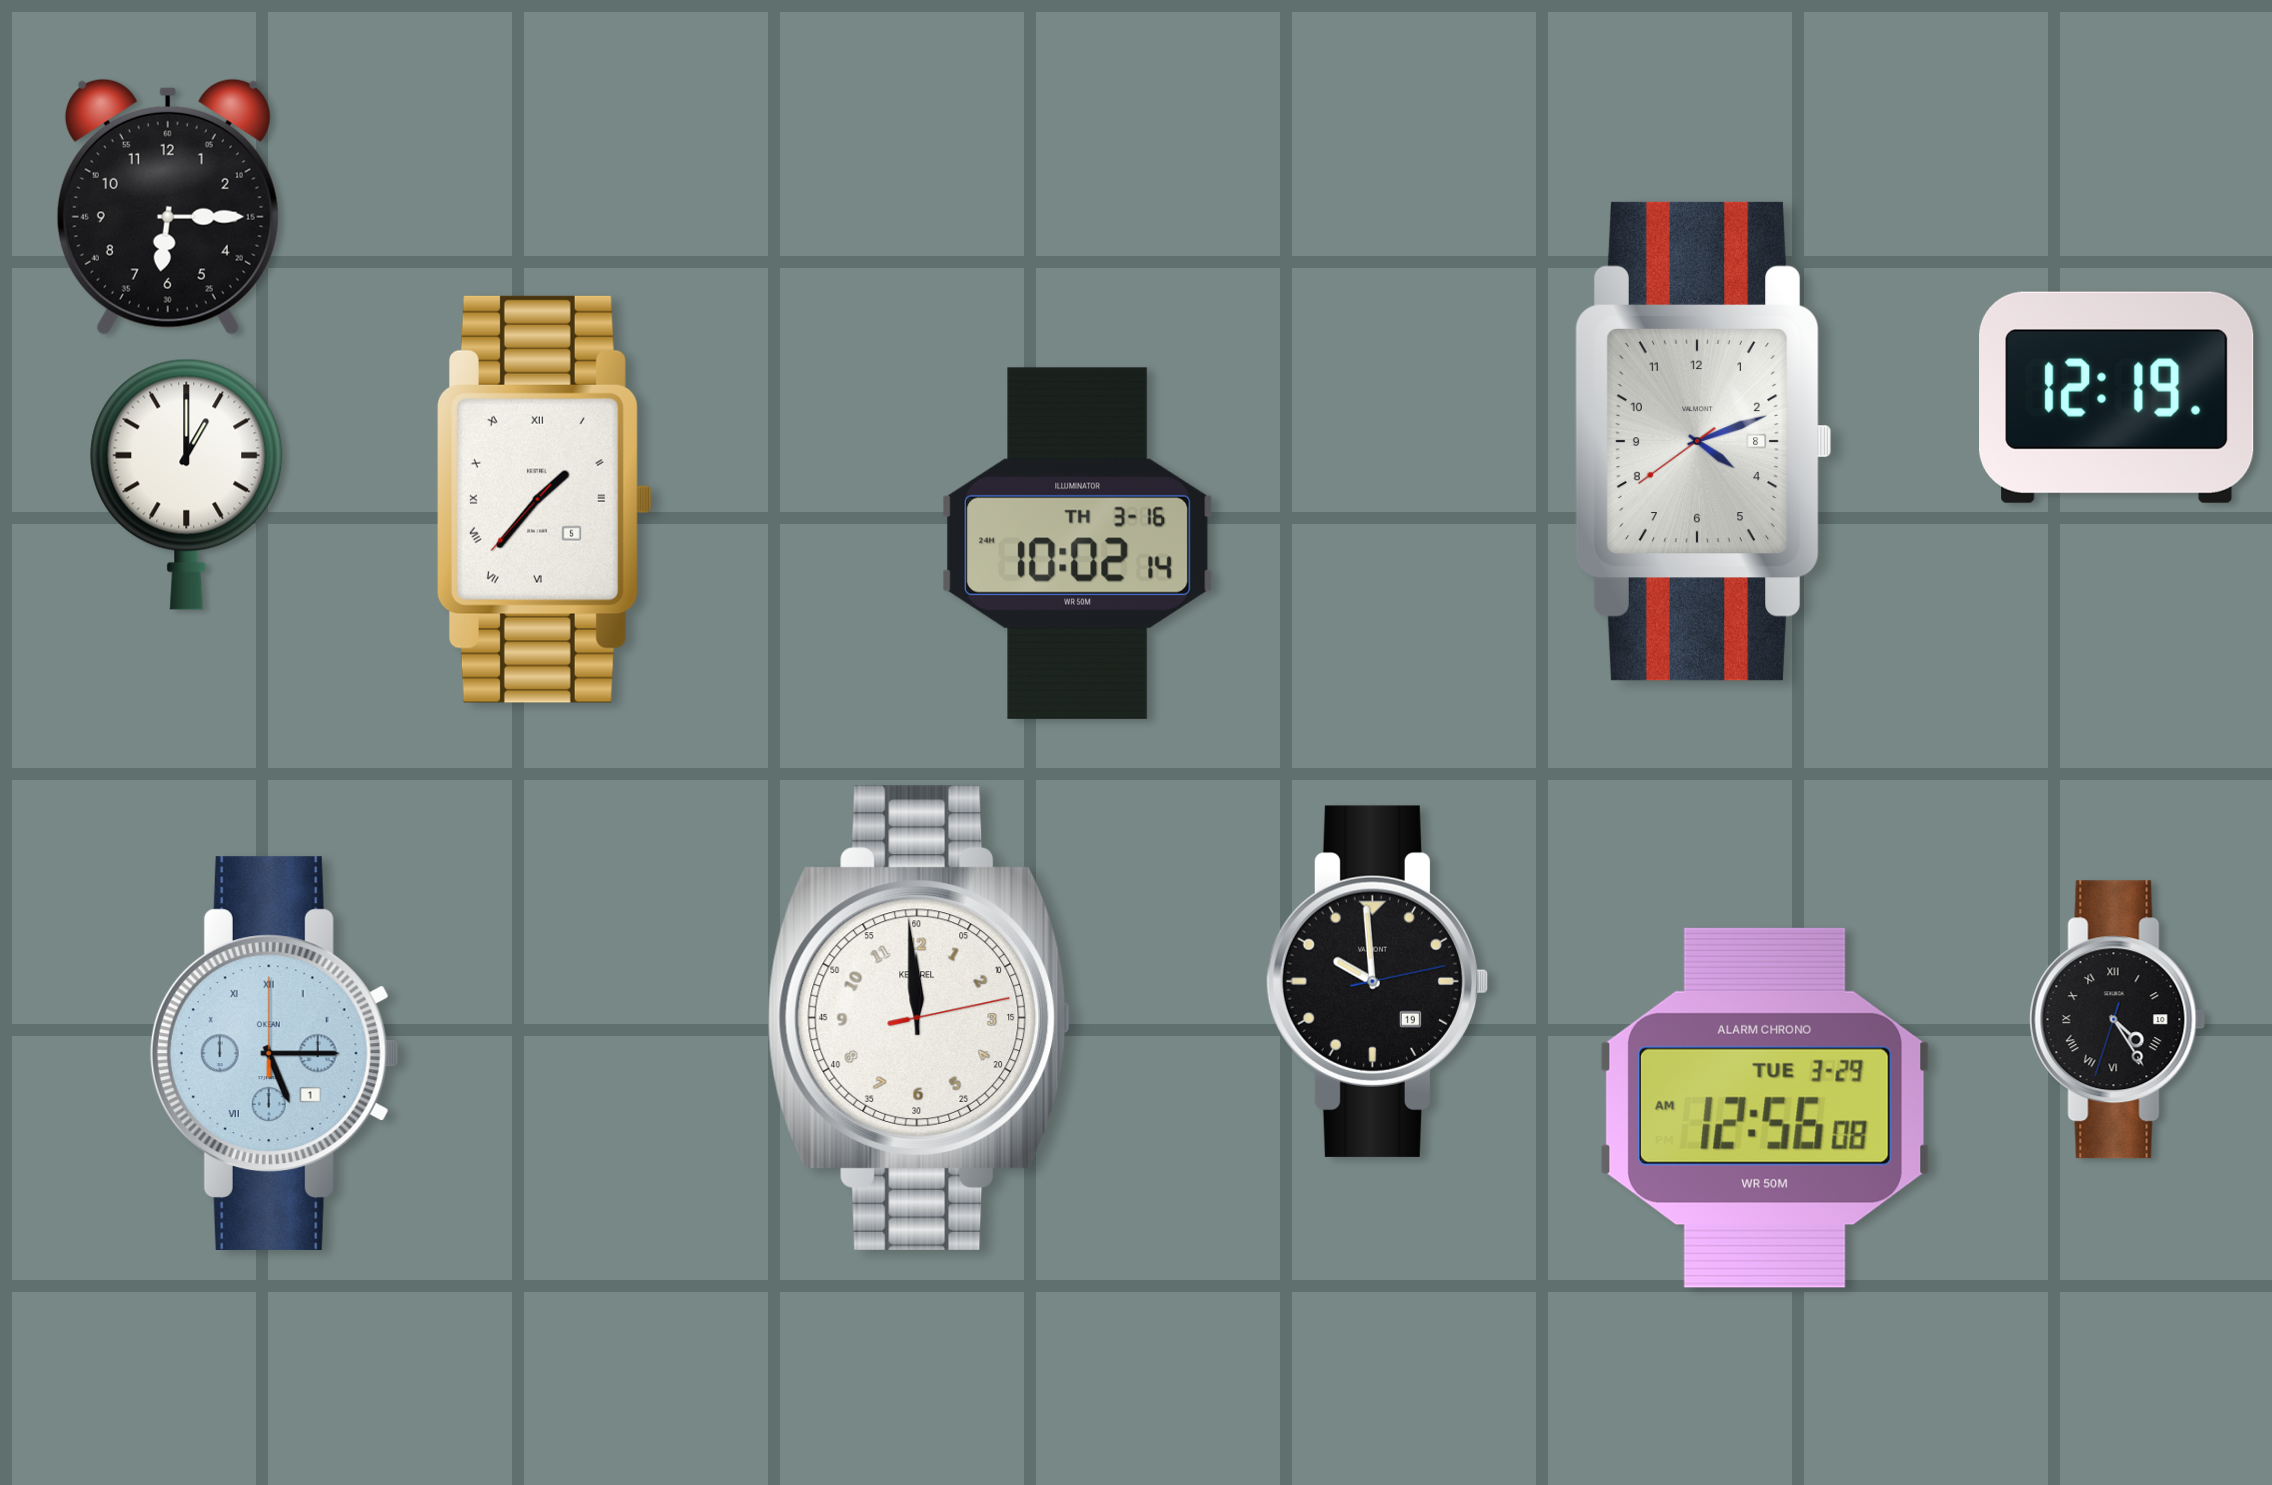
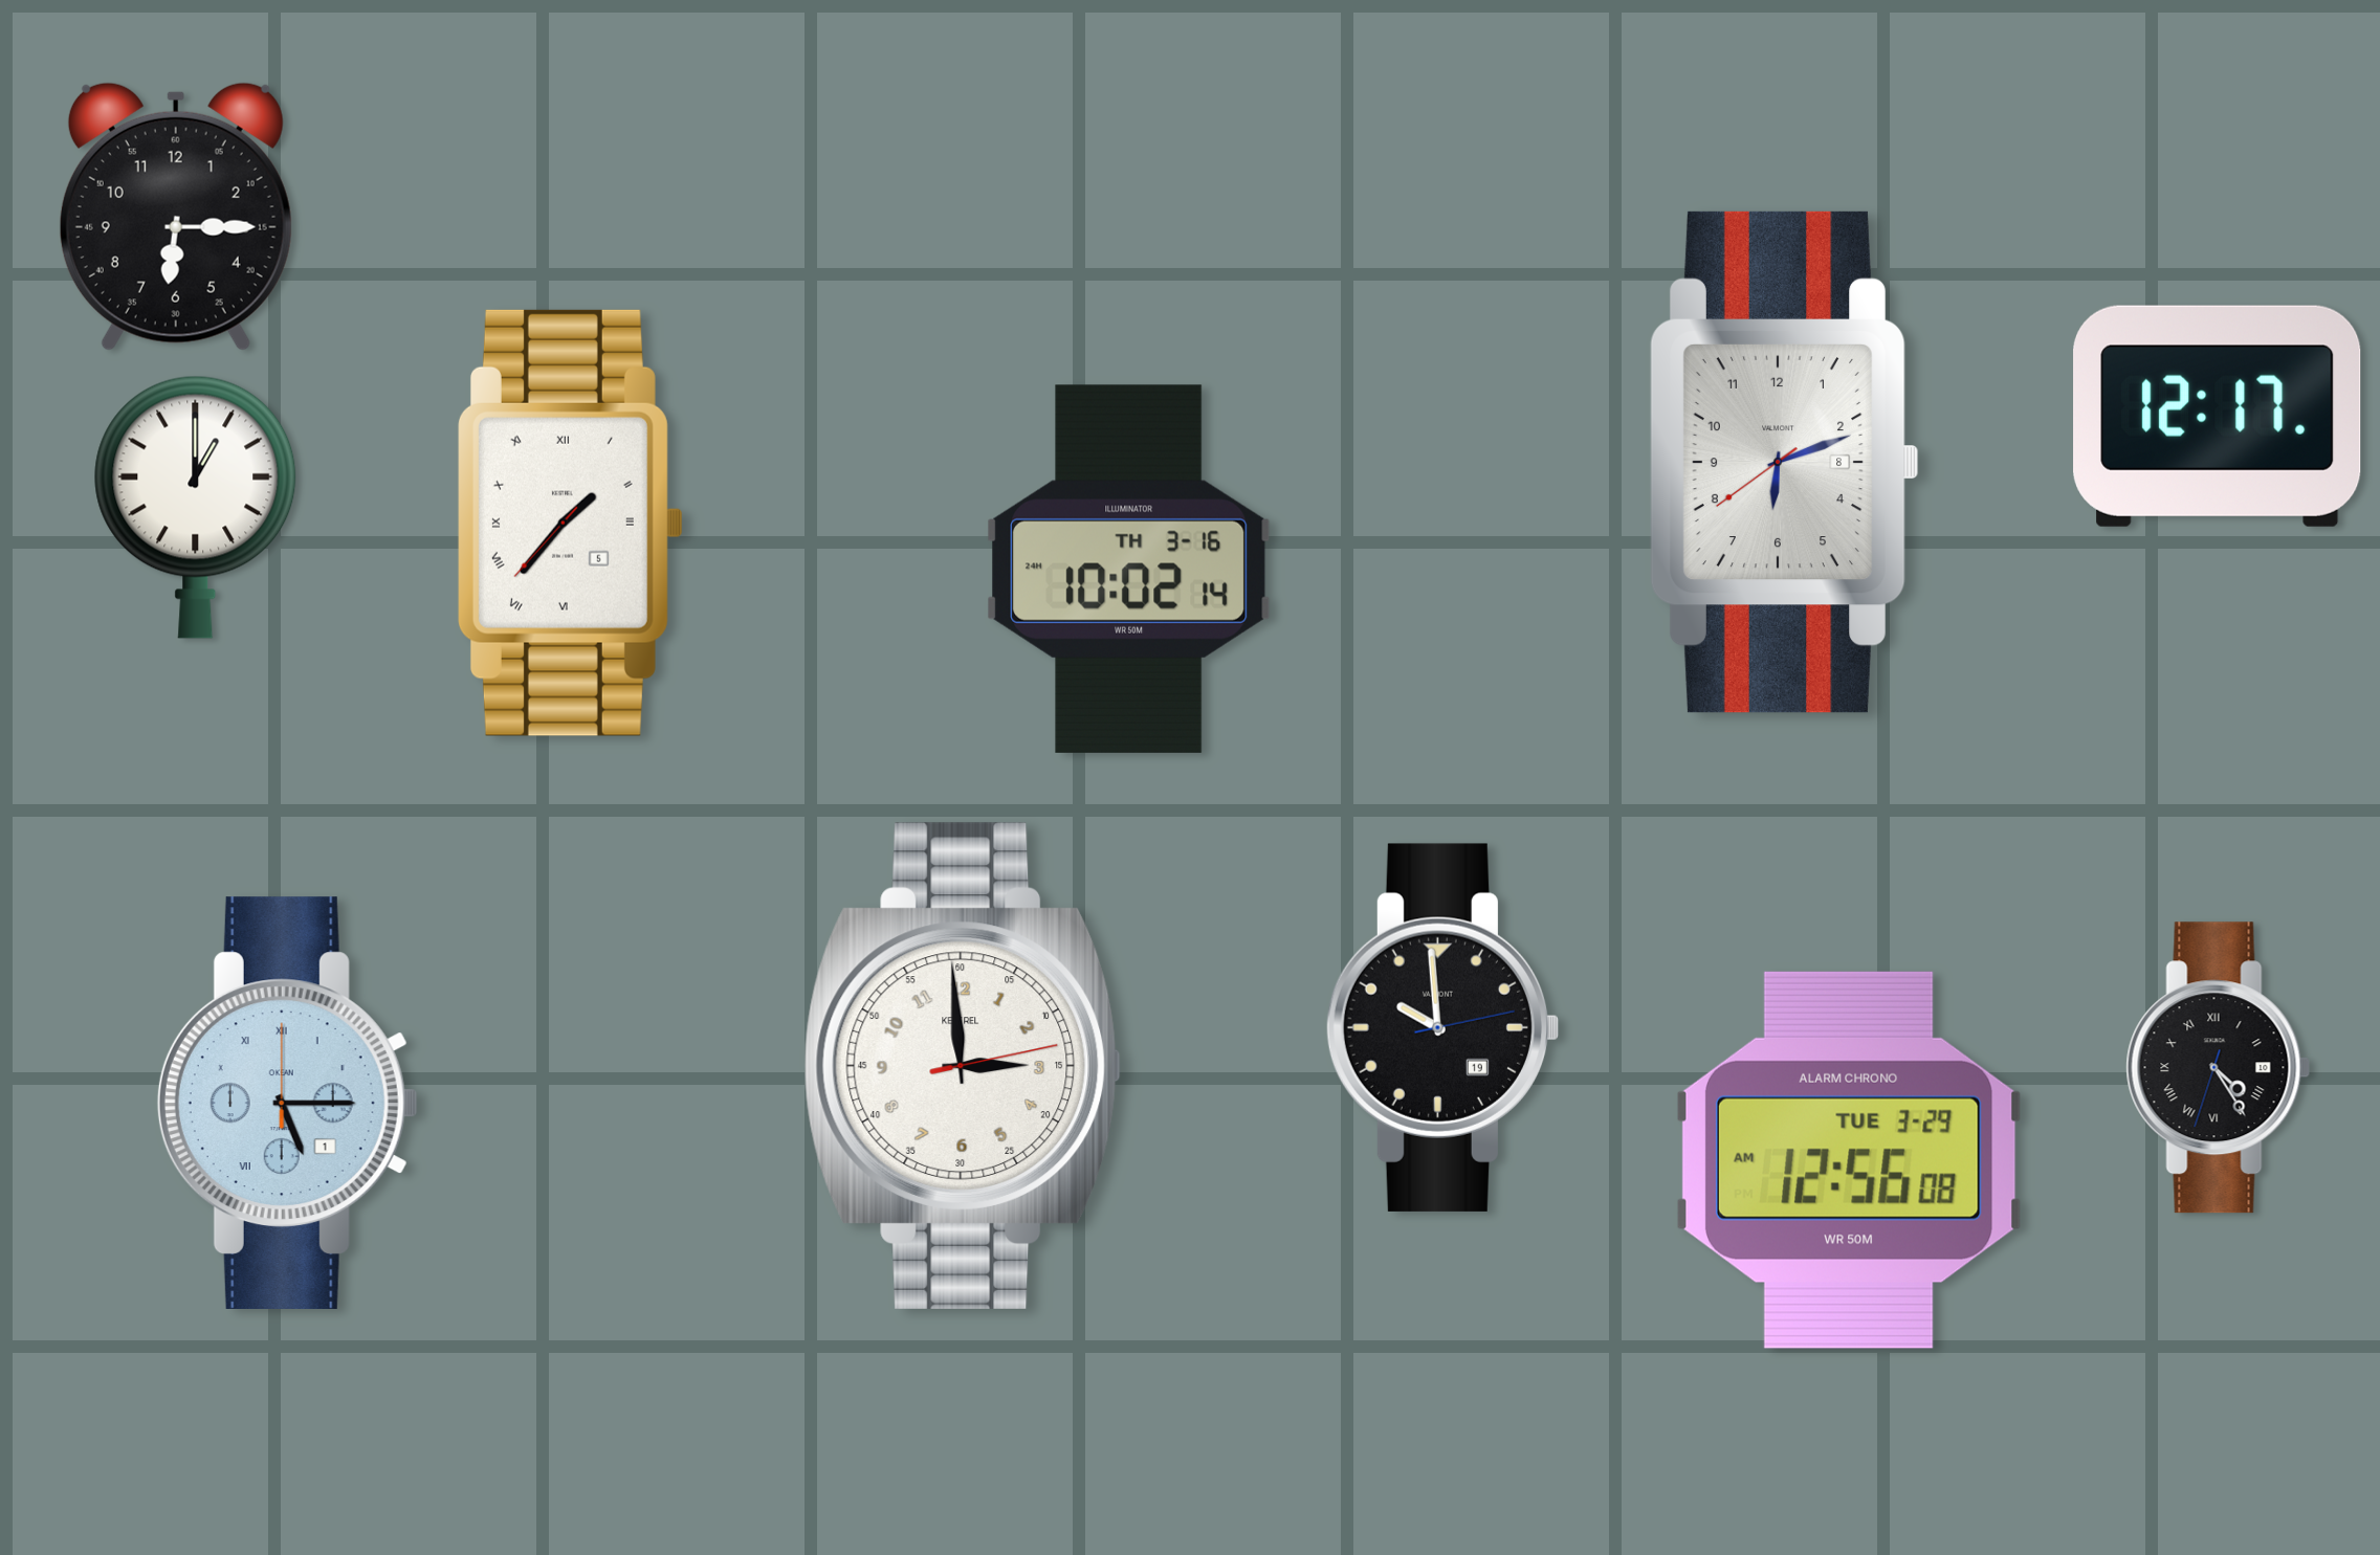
clock at (2117, 397): 12:19 -> 12:17
clock at (1703, 441): 4:11 -> 6:11
clock at (919, 1018): 11:59 -> 2:59
